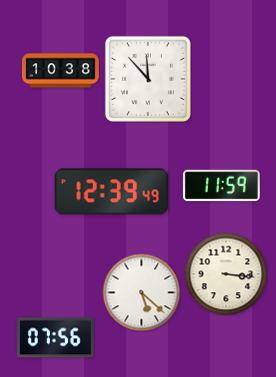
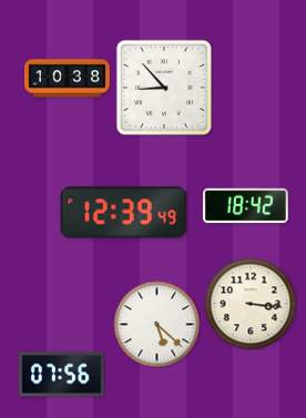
clock at (148, 79): 11:53 -> 8:53
clock at (222, 186): 11:59 -> 18:42
